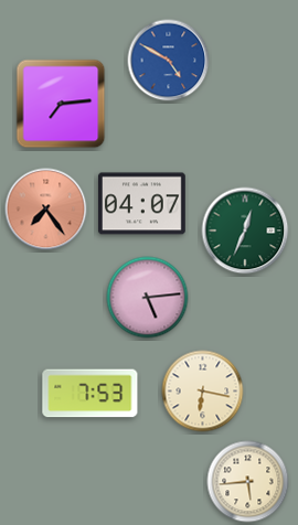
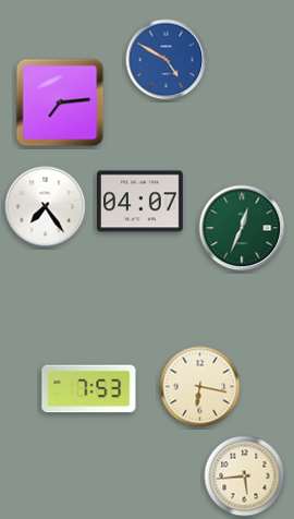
clock at (46, 210) dial: salmon -> white
clock at (148, 298): 5:14 -> none
